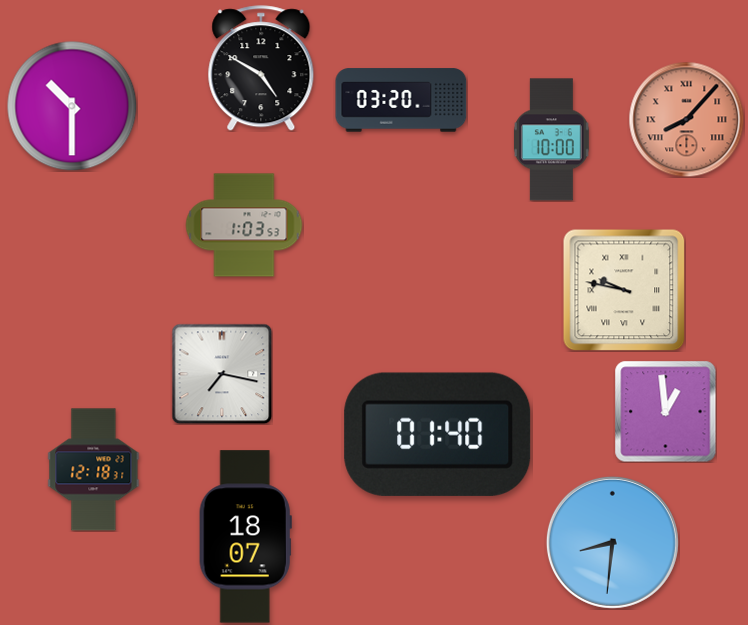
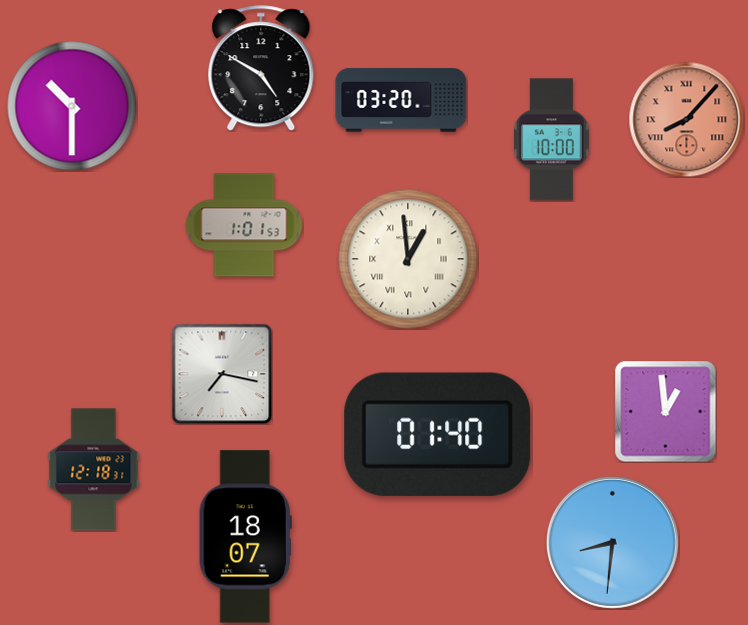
clock at (244, 225): 1:03 -> 1:01
clock at (408, 259): none -> 12:59
clock at (624, 290): 9:47 -> none
